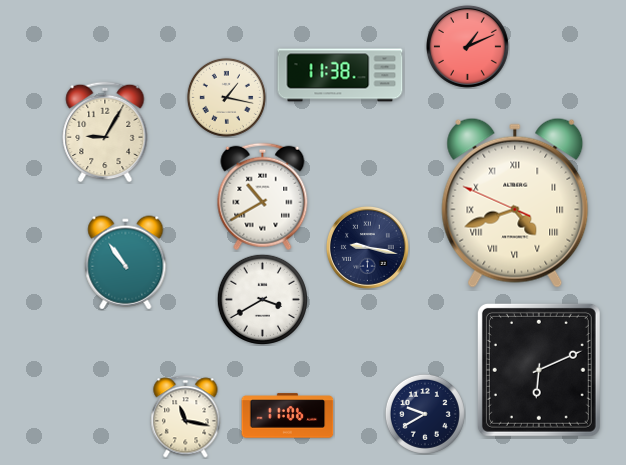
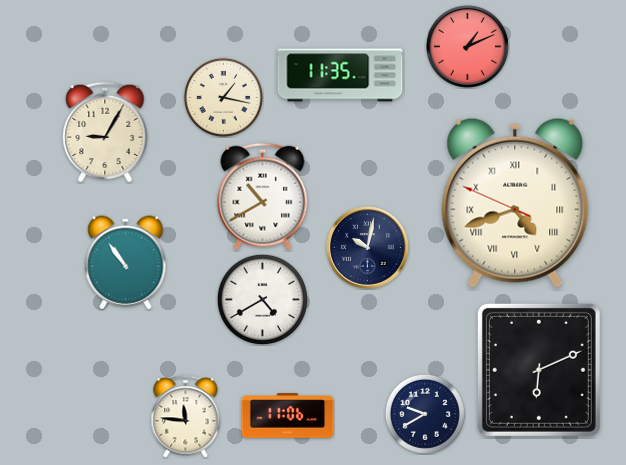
clock at (340, 75): 11:38 -> 11:35
clock at (226, 97) position: (226, 97) -> (223, 97)
clock at (367, 247): 9:17 -> 10:02
clock at (262, 299): 3:40 -> 4:40
clock at (186, 417): 11:17 -> 11:46
